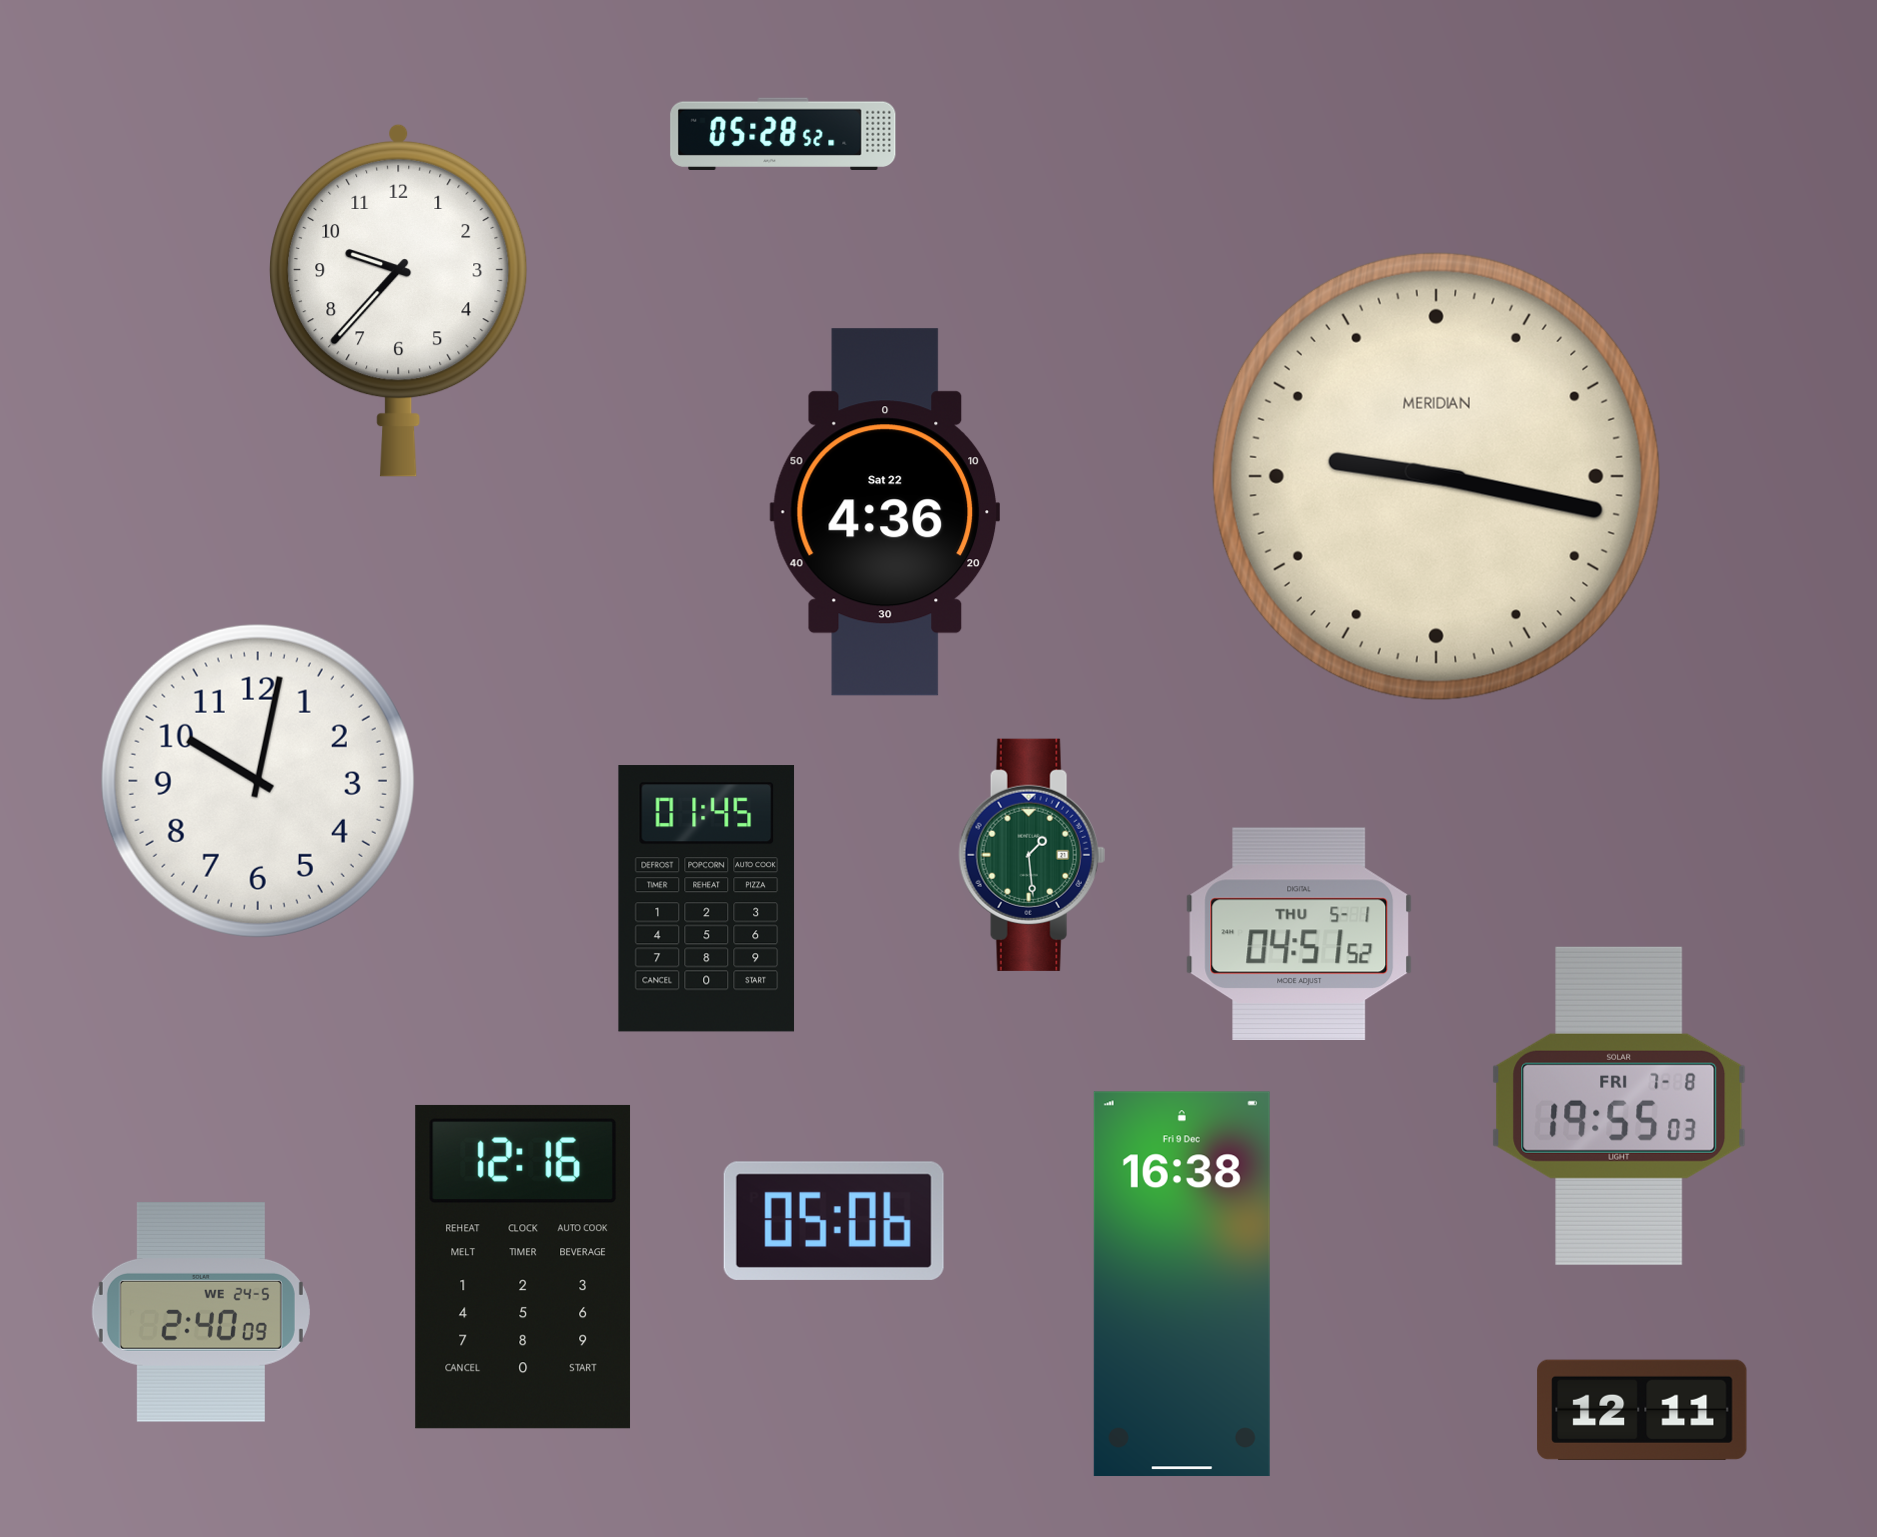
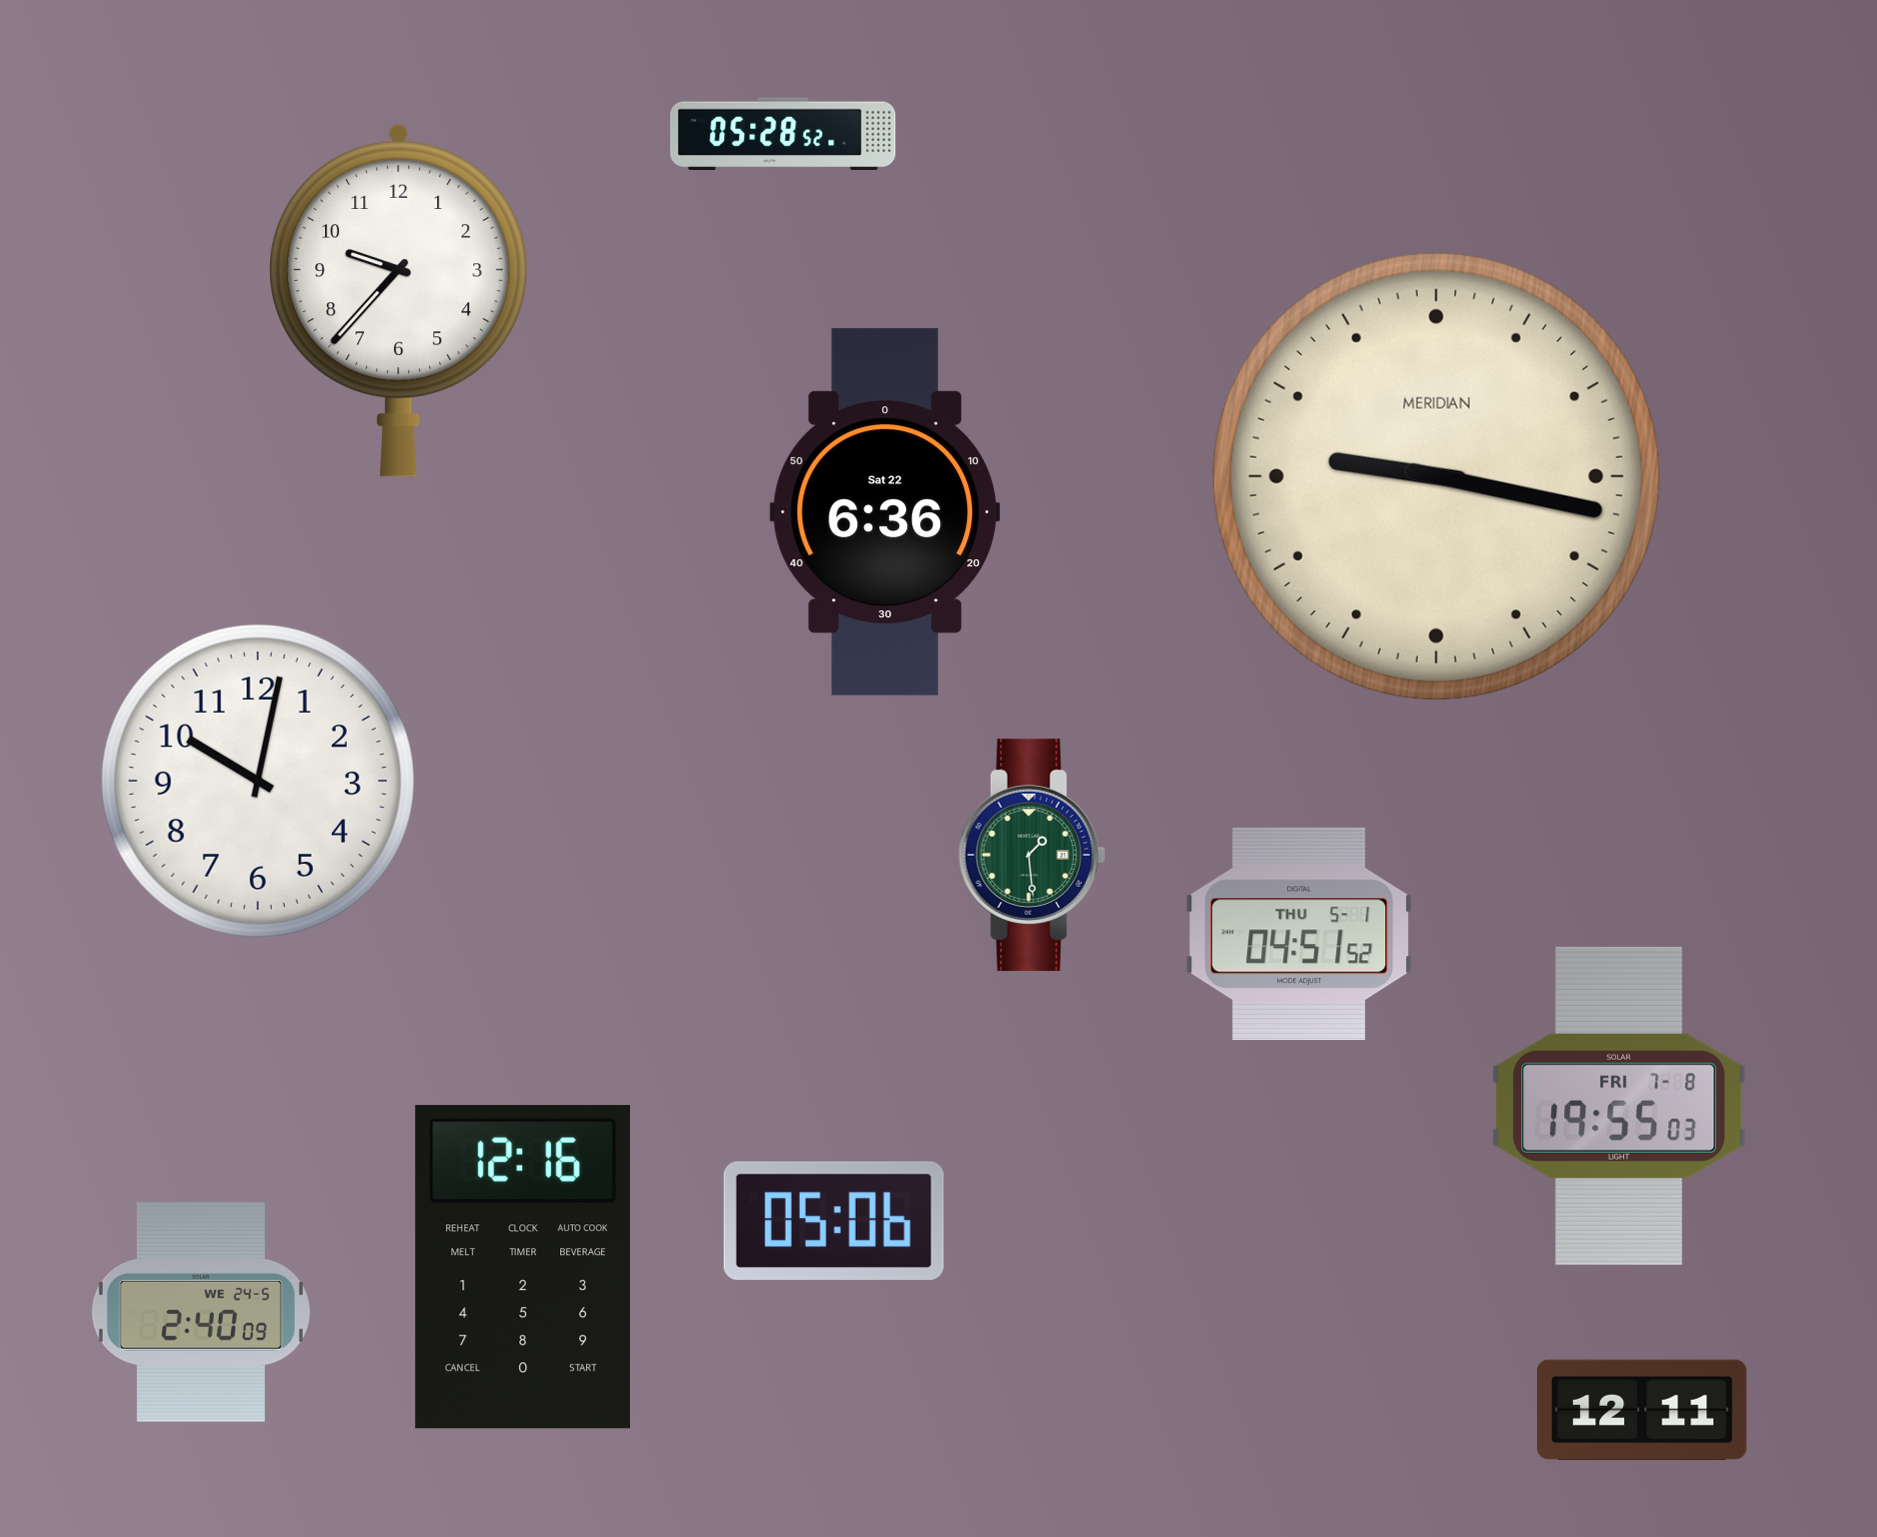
clock at (884, 512): 4:36 -> 6:36
clock at (707, 899): 01:45 -> none
clock at (1182, 1284): 16:38 -> none
